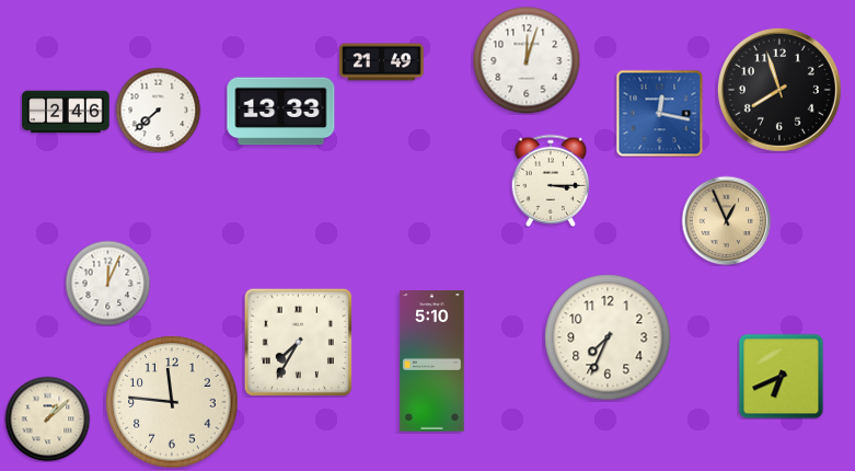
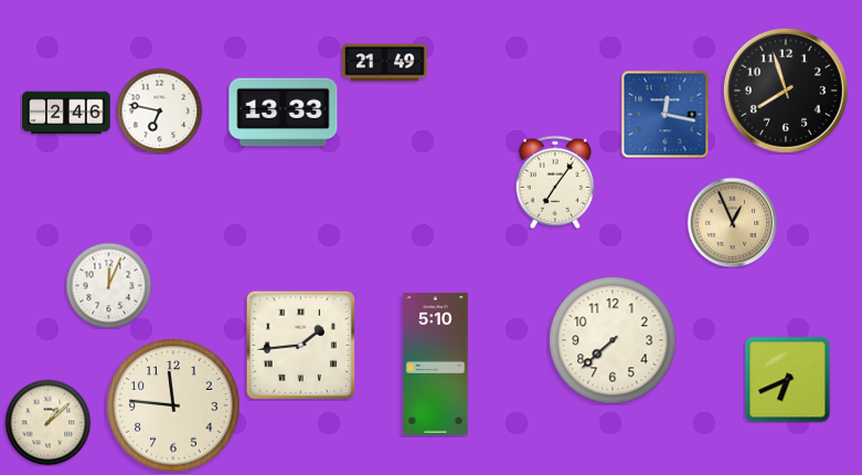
clock at (527, 60): 12:03 -> none
clock at (158, 110): 7:38 -> 6:47
clock at (551, 180): 3:15 -> 7:06
clock at (608, 337): 7:34 -> 7:38
clock at (298, 342): 7:35 -> 1:44
